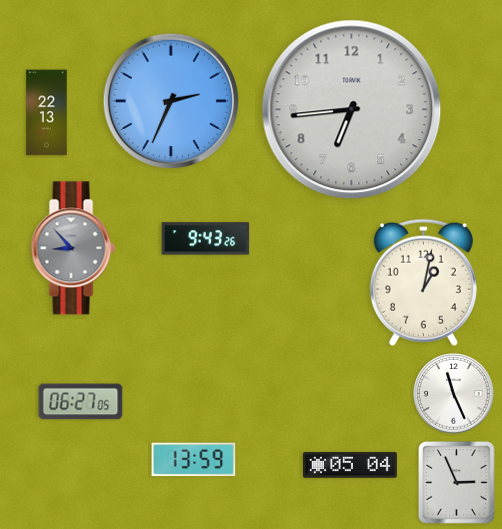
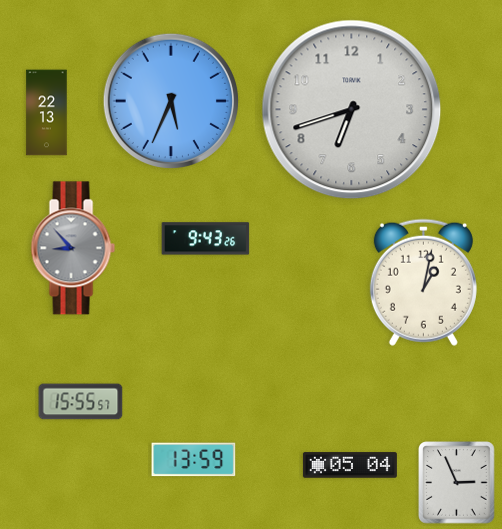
clock at (171, 101): 2:34 -> 5:34
clock at (352, 110): 6:44 -> 6:42
clock at (454, 394): 11:26 -> none
clock at (81, 402): 06:27 -> 15:55
